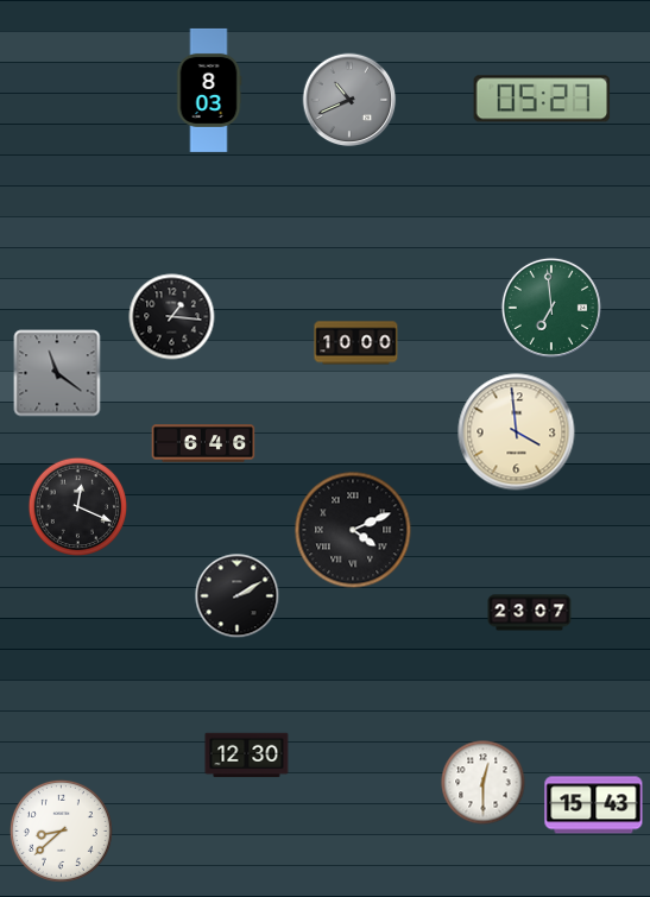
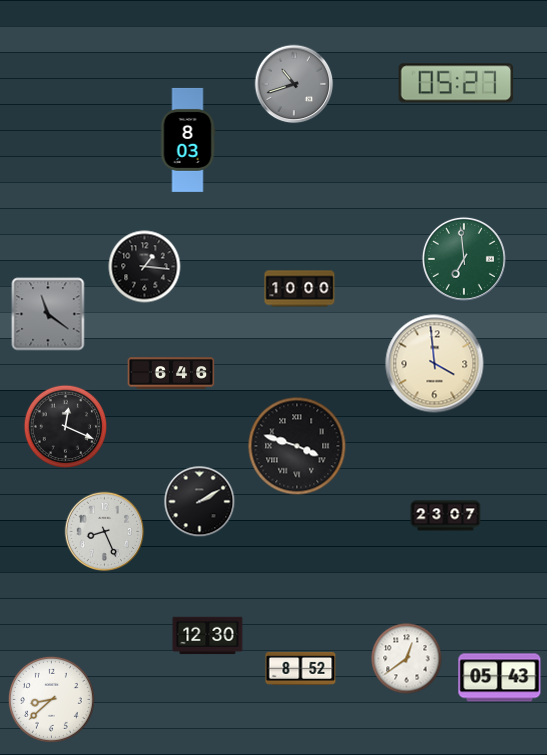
clock at (209, 90) position: (209, 90) -> (188, 140)
clock at (349, 100): 10:41 -> 10:42
clock at (353, 530): 4:11 -> 3:48
clock at (105, 532): none -> 8:26
clock at (484, 783): 12:30 -> 12:39
clock at (301, 668): none -> 8:52
clock at (594, 806): 15:43 -> 05:43
